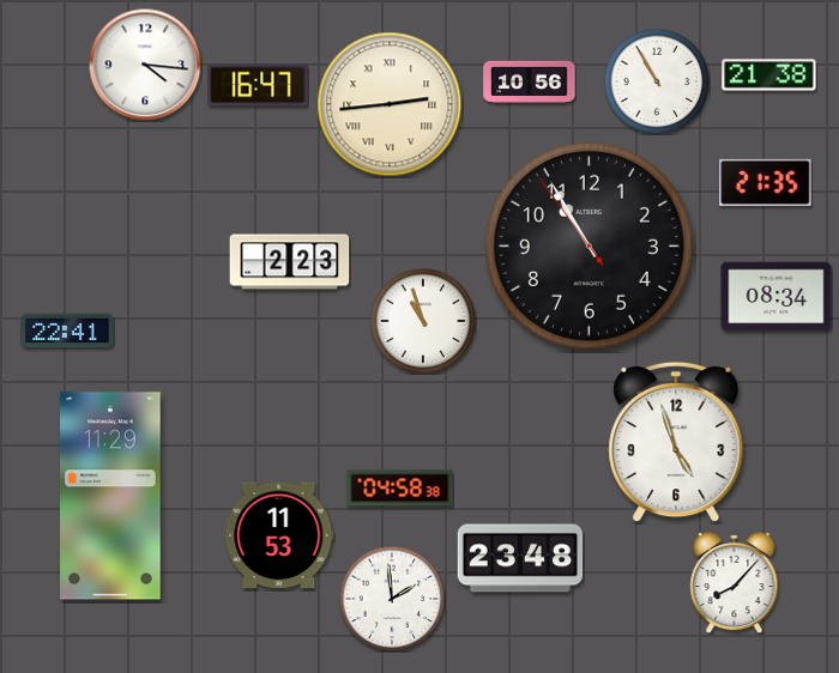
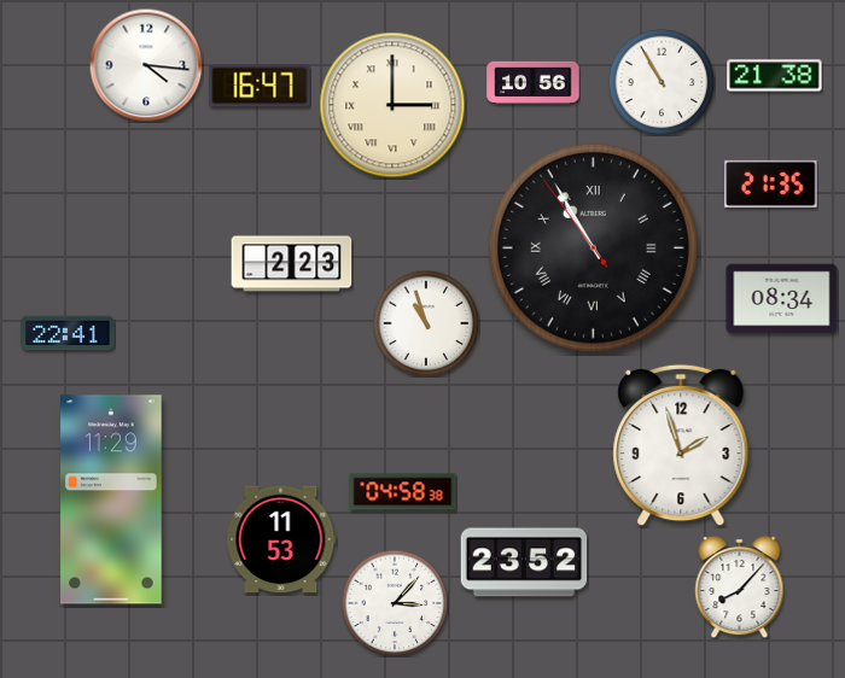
clock at (390, 104): 2:44 -> 3:00
clock at (588, 245) numerals: Arabic -> Roman
clock at (676, 442): 4:57 -> 1:57
clock at (520, 558): 23:48 -> 23:52
clock at (392, 599): 1:59 -> 3:07
